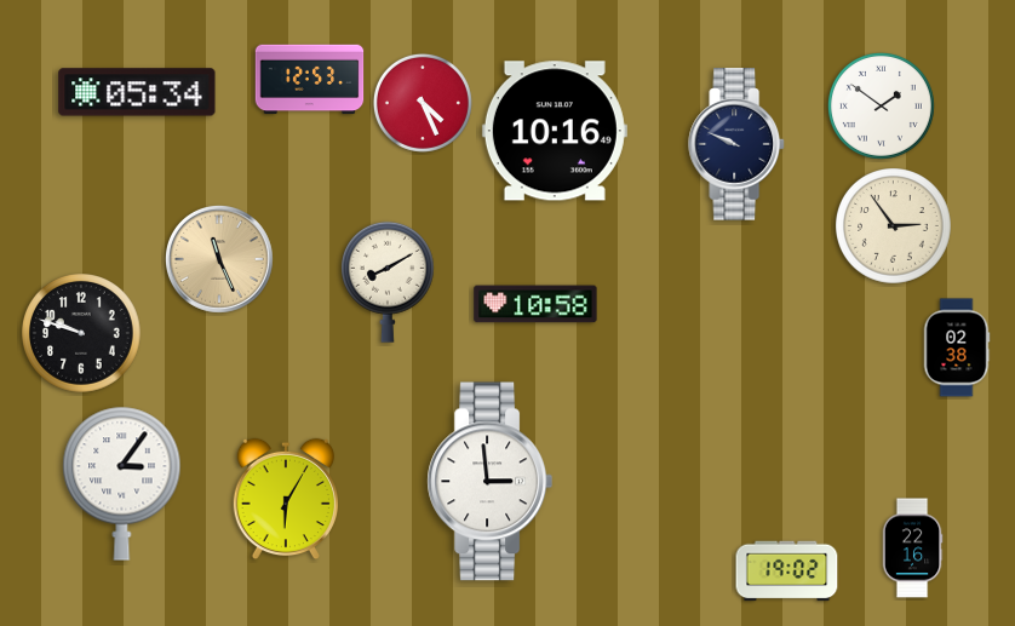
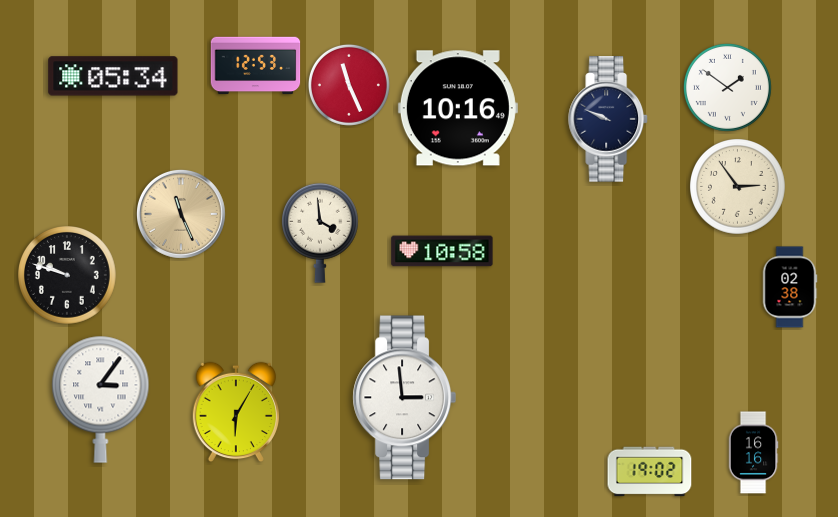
clock at (423, 103): 4:26 -> 11:26
clock at (389, 282): 8:10 -> 3:59
clock at (912, 549): 22:16 -> 16:16
